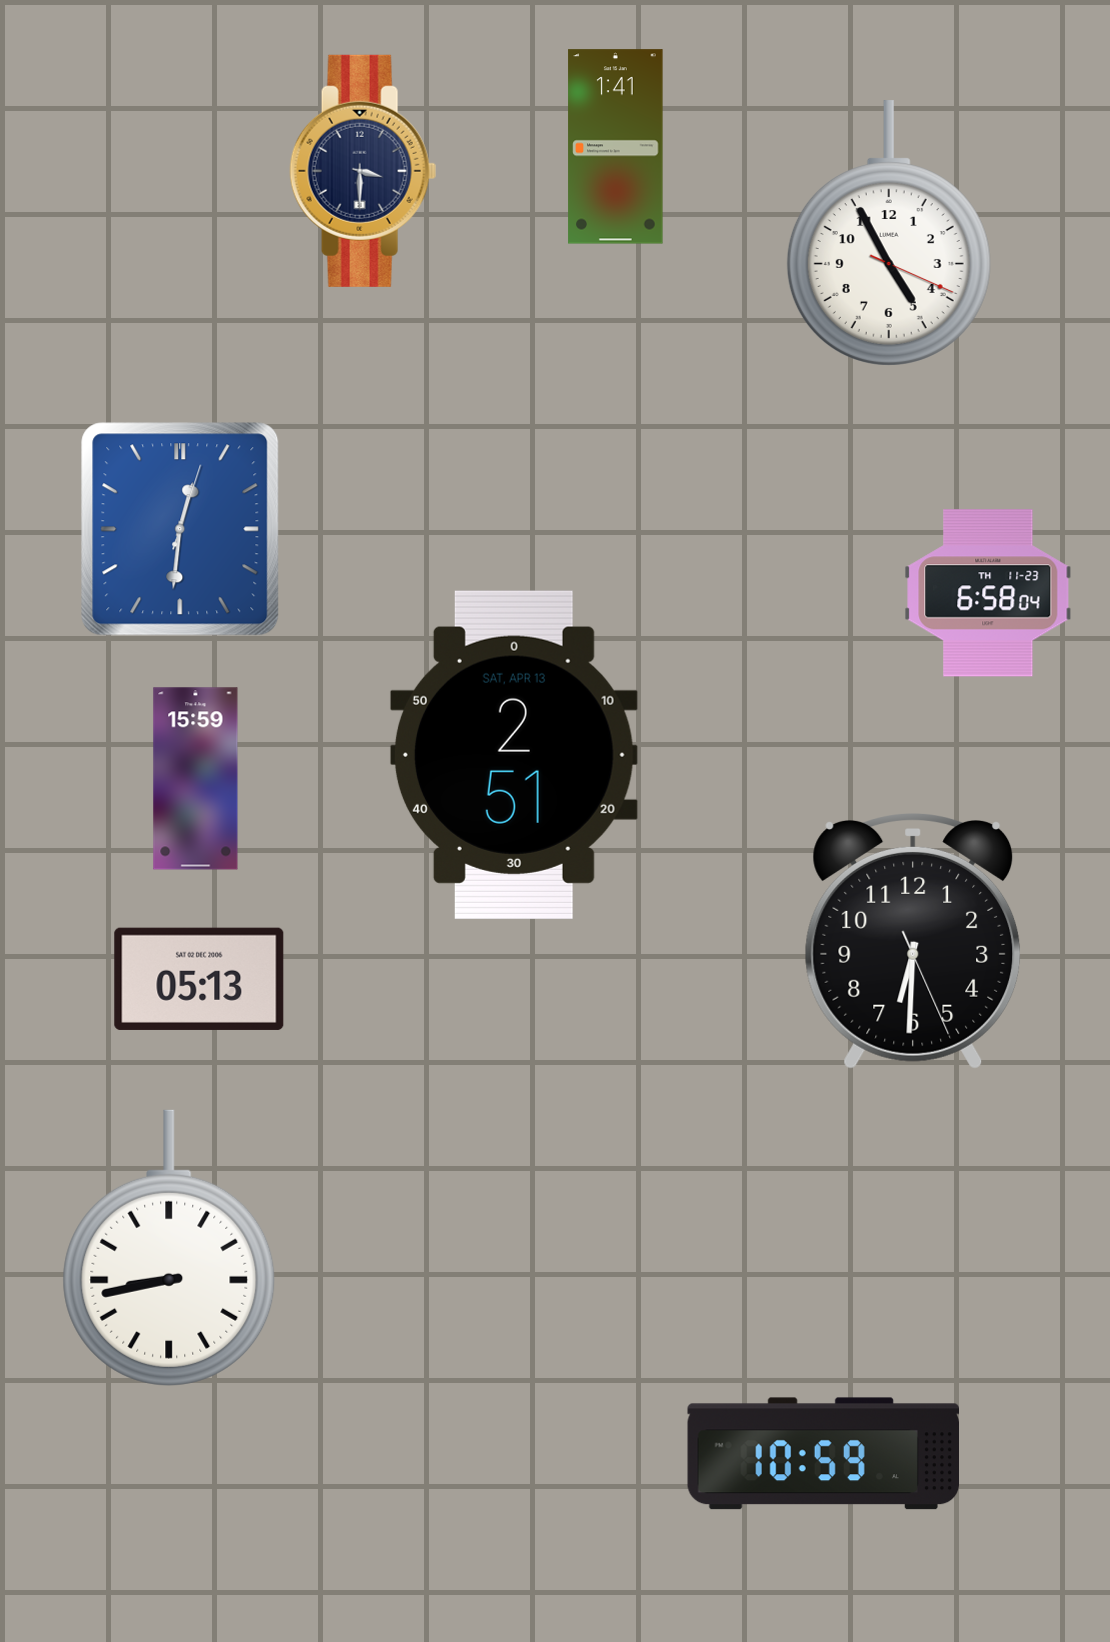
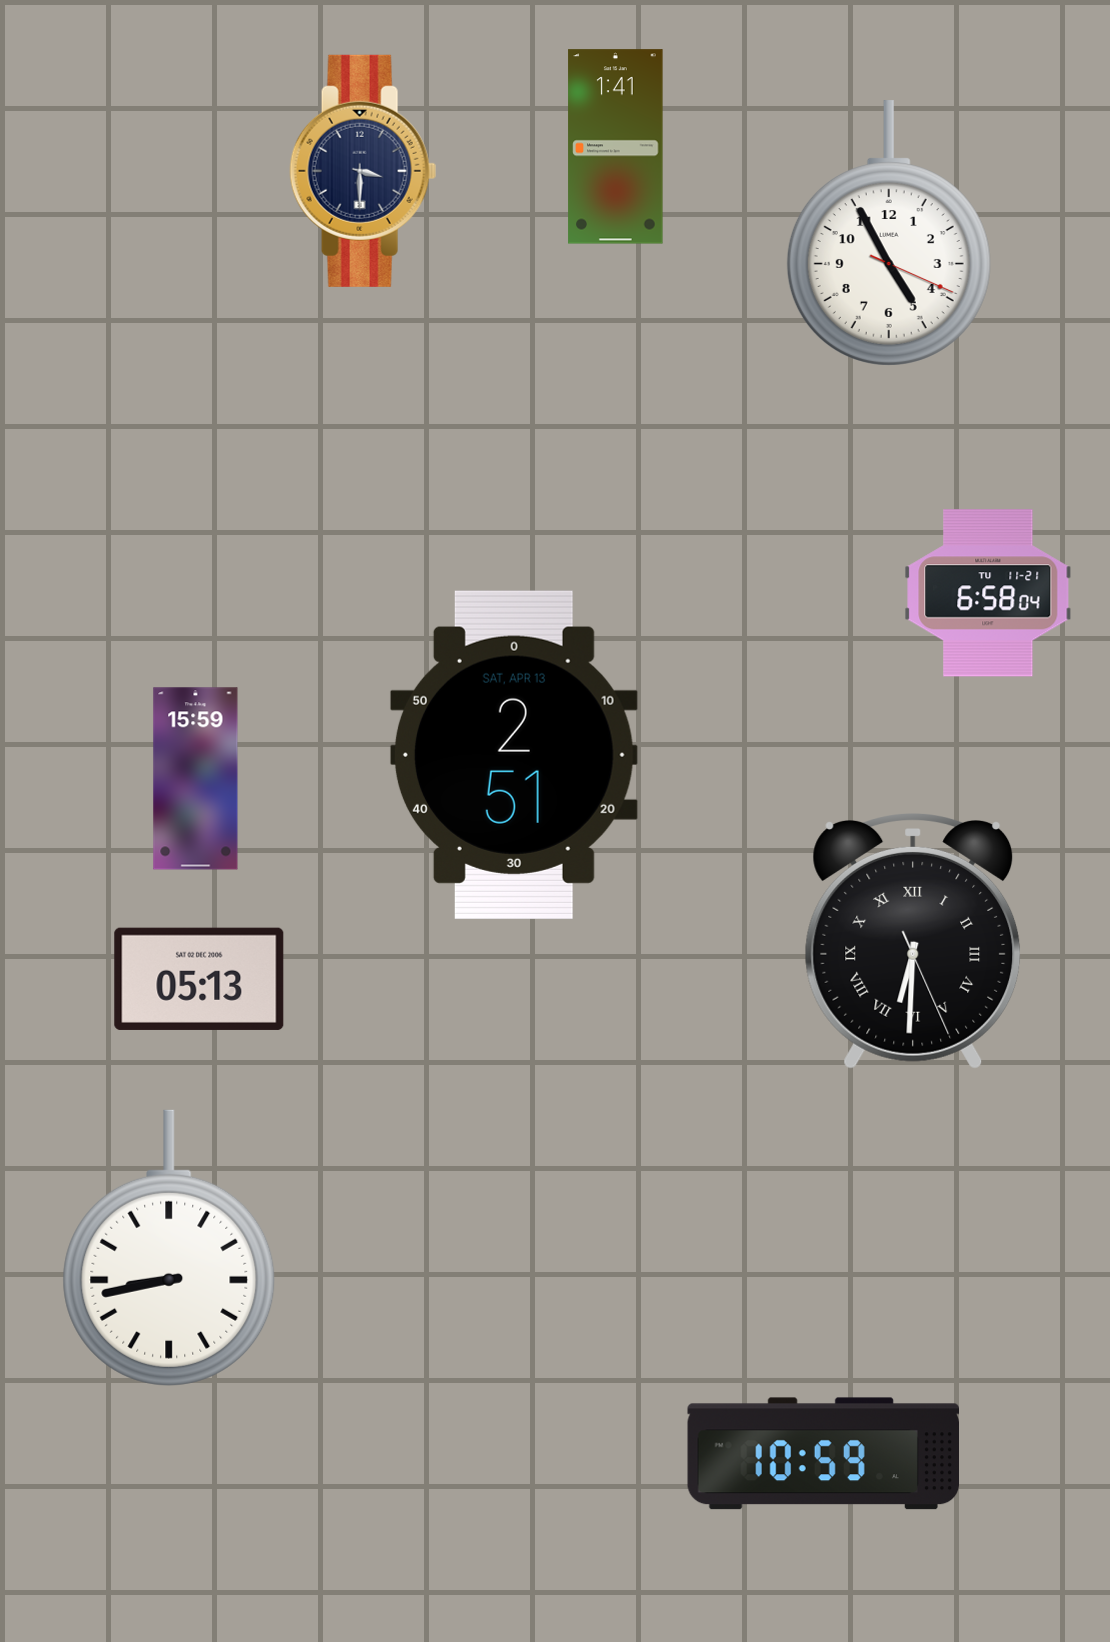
clock at (180, 529): 12:31 -> none
clock at (988, 593) date: TH 11-23 -> TU 11-21
clock at (913, 942) numerals: Arabic -> Roman
